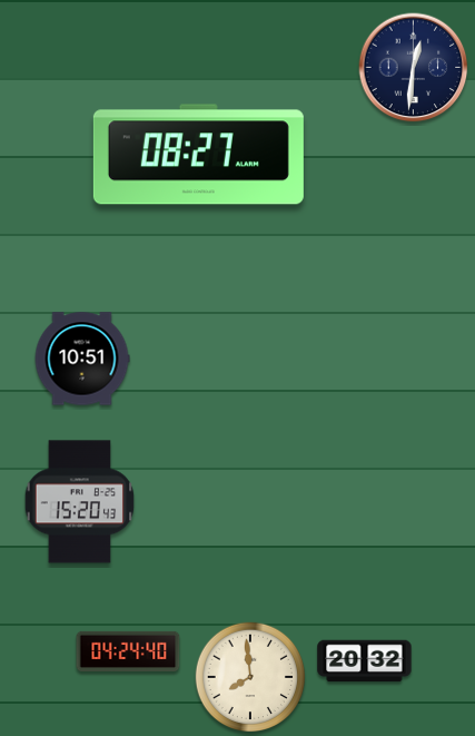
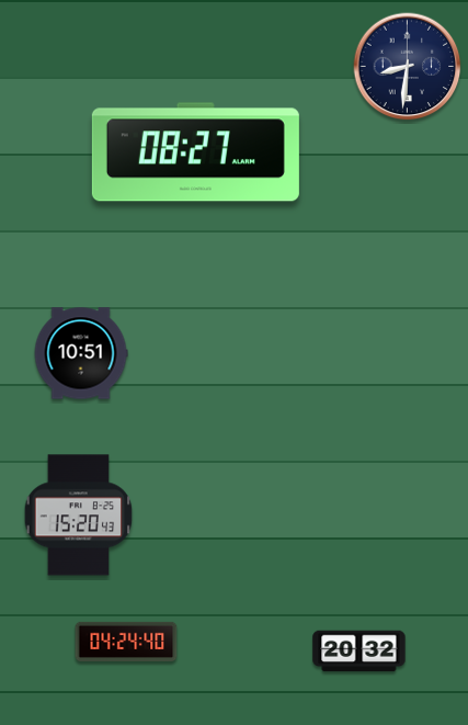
clock at (414, 68): 12:31 -> 8:31
clock at (80, 502) position: (80, 502) -> (79, 516)
clock at (250, 677): 7:59 -> none
